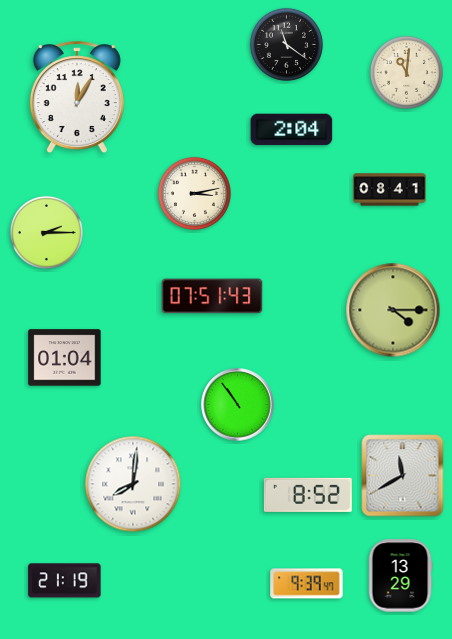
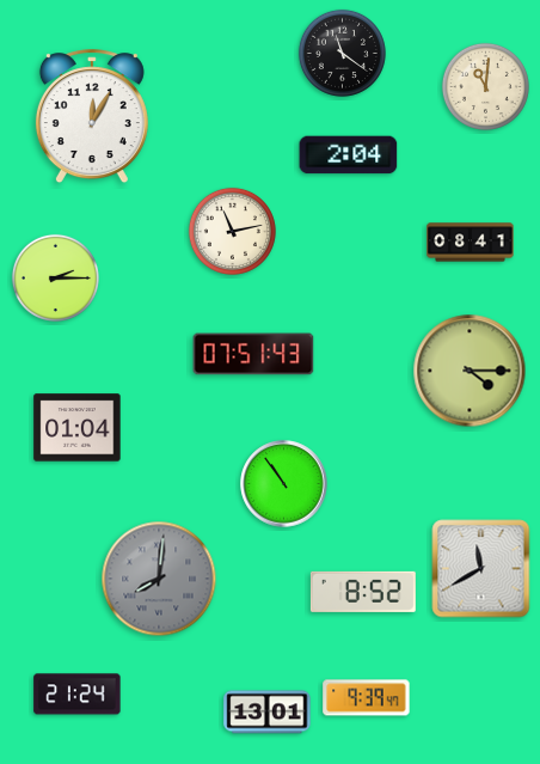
clock at (390, 190) position: (390, 190) -> (471, 243)
clock at (194, 193): 3:13 -> 11:13
clock at (133, 484) dial: white -> grey
clock at (308, 495) position: (308, 495) -> (363, 592)
clock at (400, 576): 13:29 -> none
clock at (65, 581): 21:19 -> 21:24
clock at (268, 713): none -> 13:01
